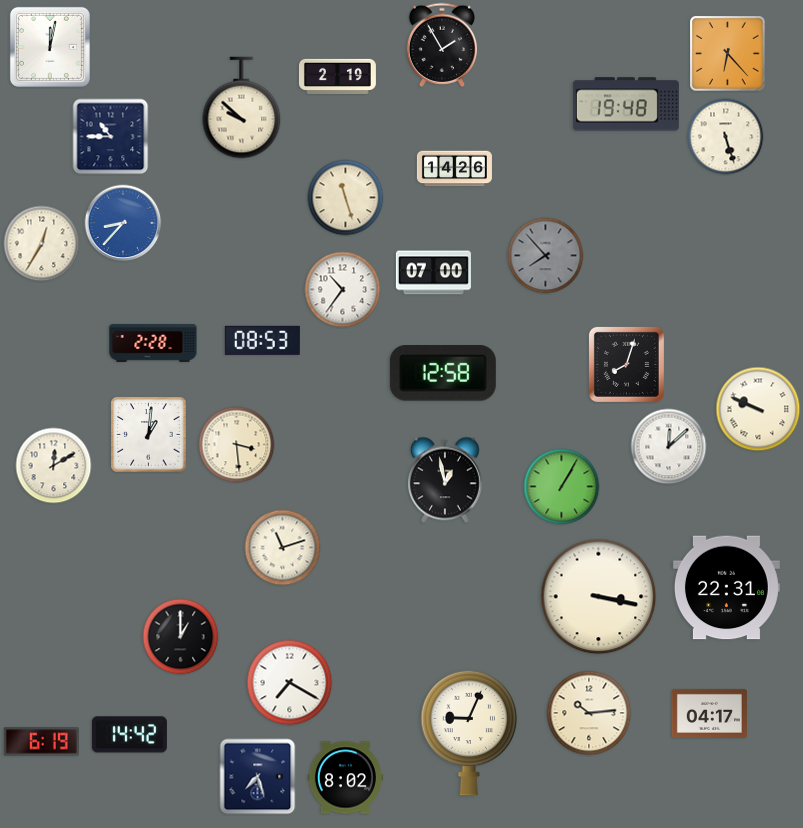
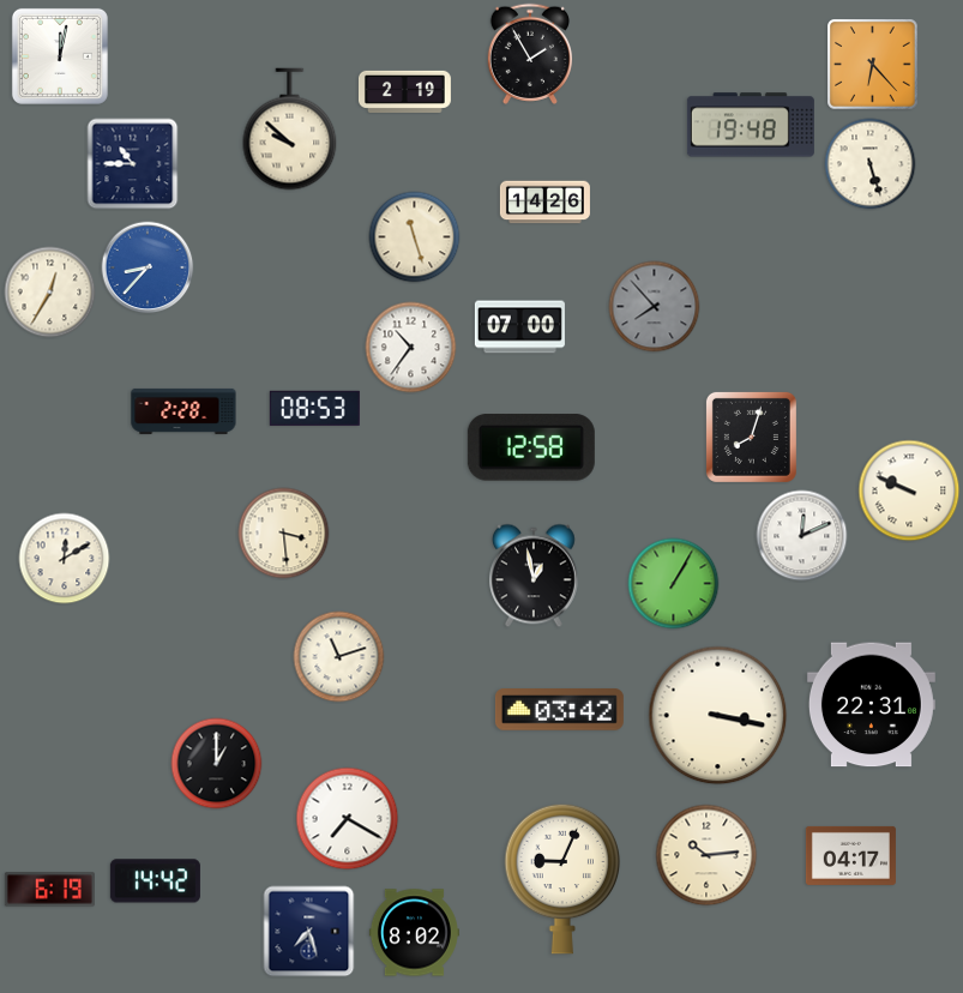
clock at (149, 435): 1:01 -> none
clock at (669, 447): 12:08 -> 12:11
clock at (559, 710): none -> 03:42
